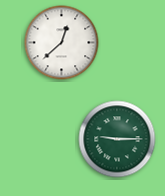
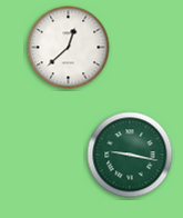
clock at (117, 139): 9:15 -> 9:17
